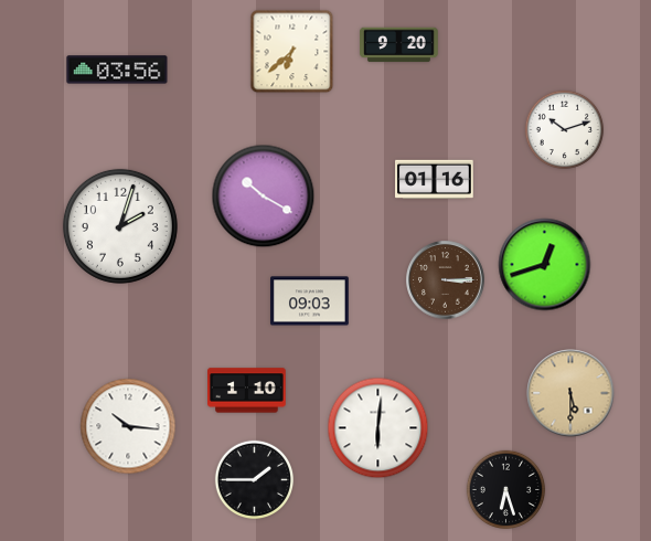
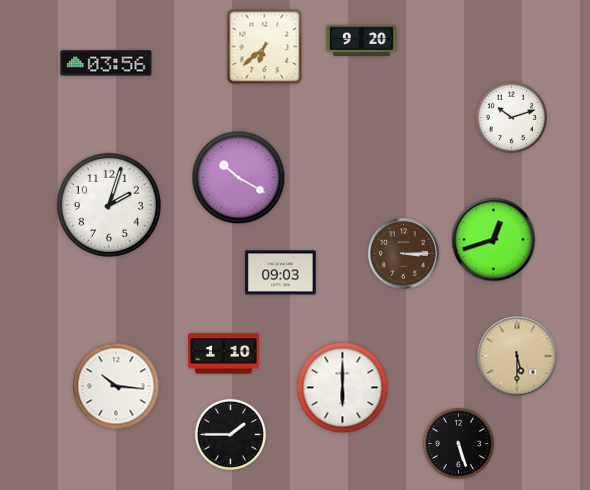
clock at (435, 179): 01:16 -> none
clock at (378, 428): 6:01 -> 6:00
clock at (506, 490): 6:27 -> 5:27
